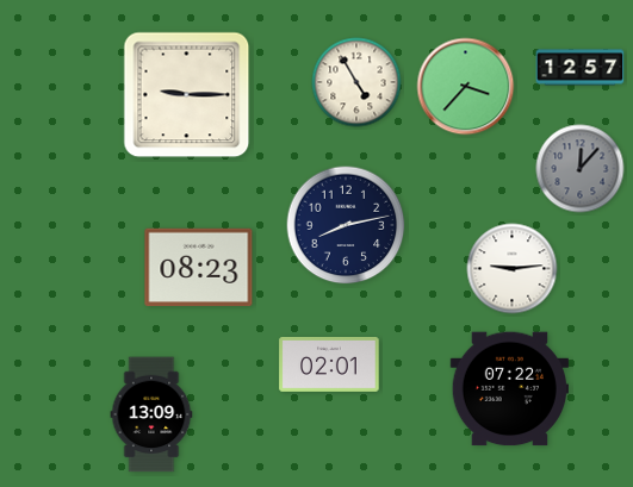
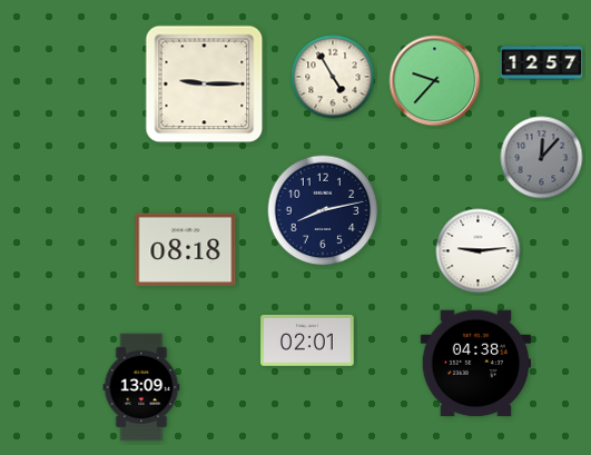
clock at (466, 87): 3:37 -> 9:37
clock at (187, 95) position: (187, 95) -> (205, 85)
clock at (199, 268): 08:23 -> 08:18
clock at (509, 389): 07:22 -> 04:38
